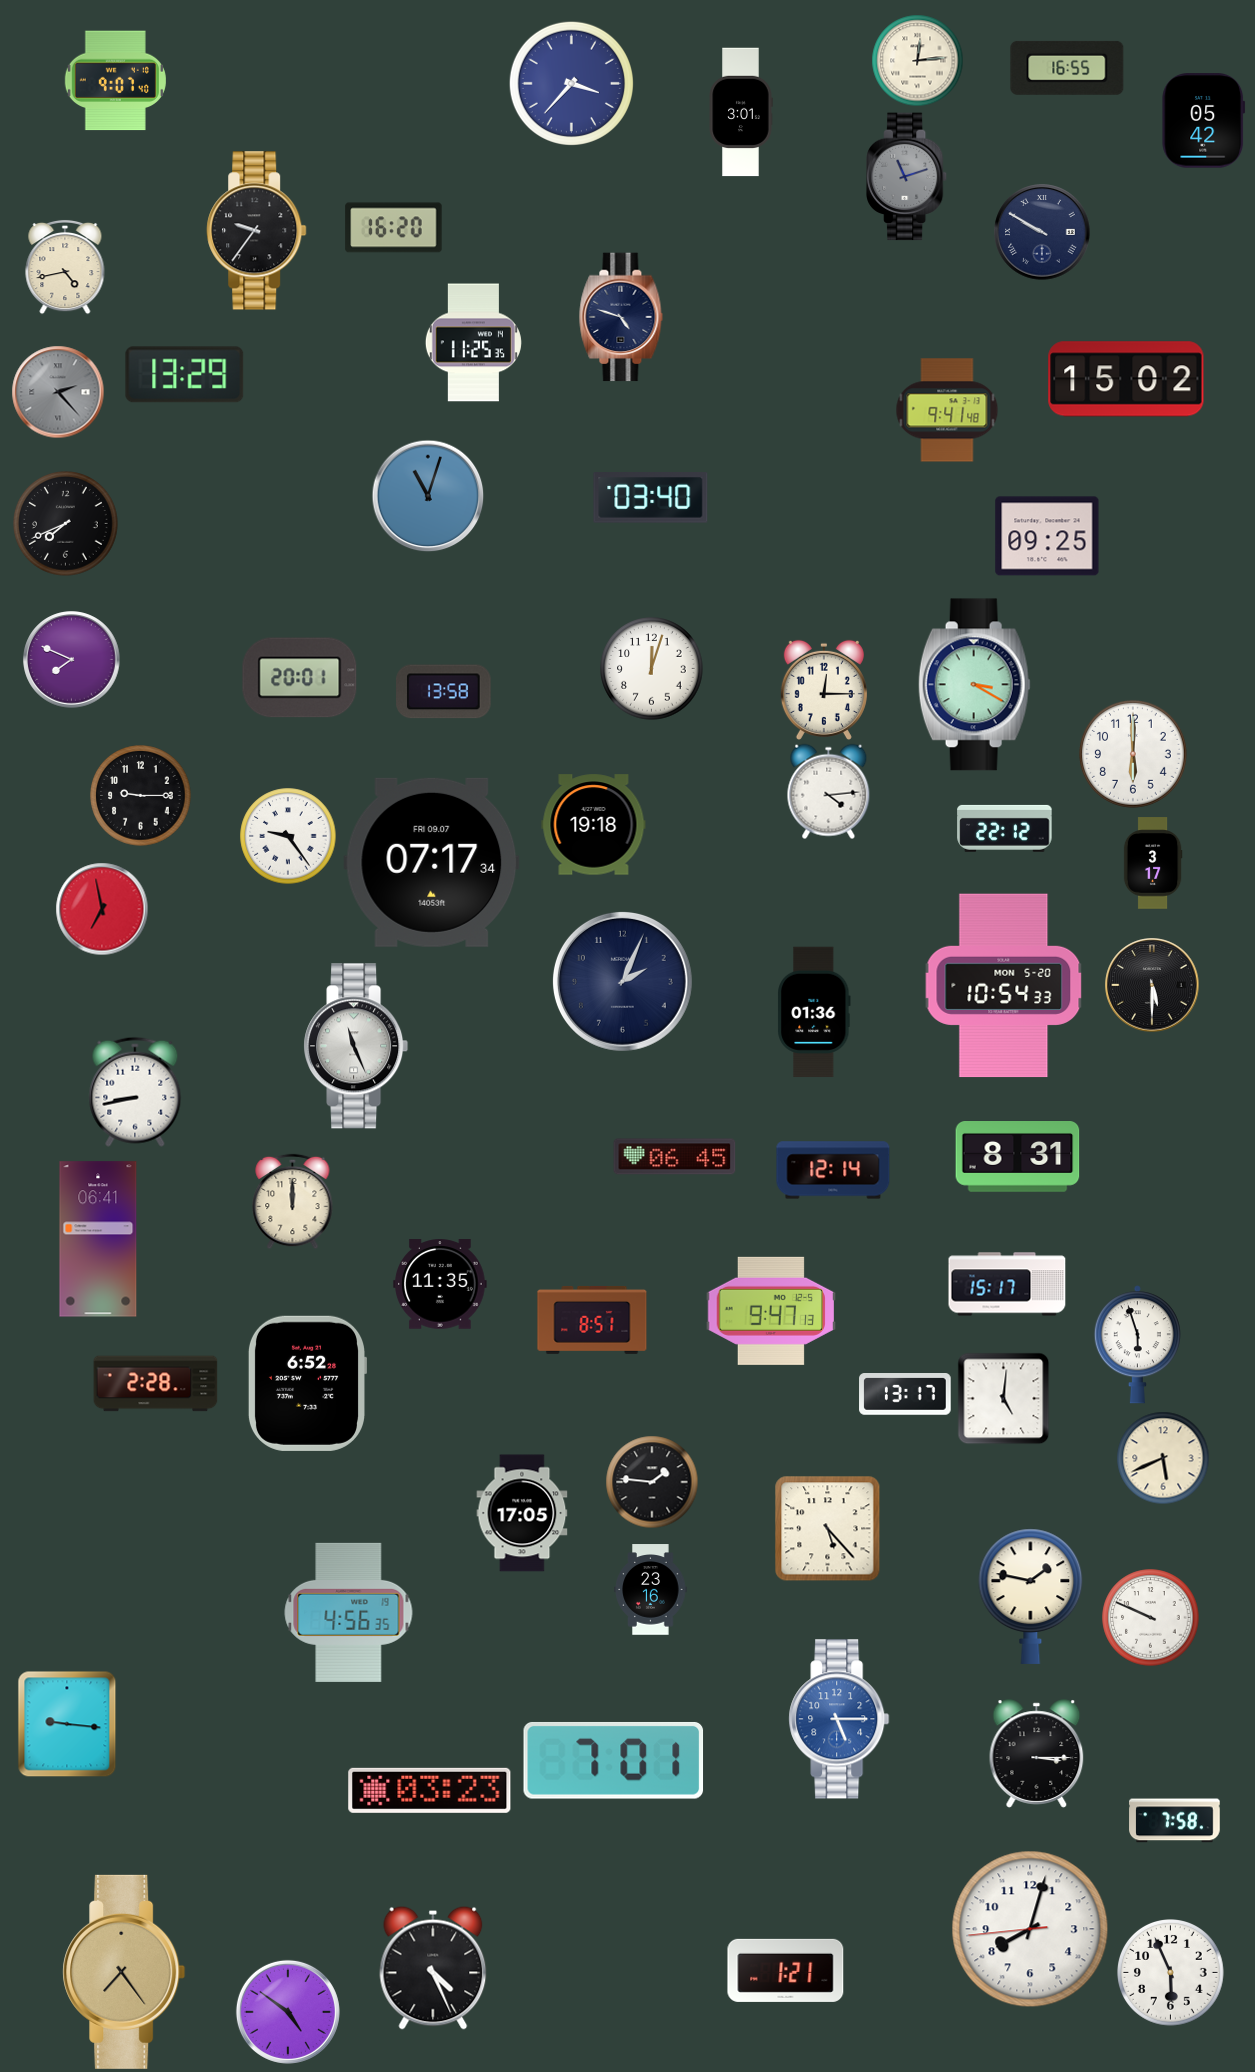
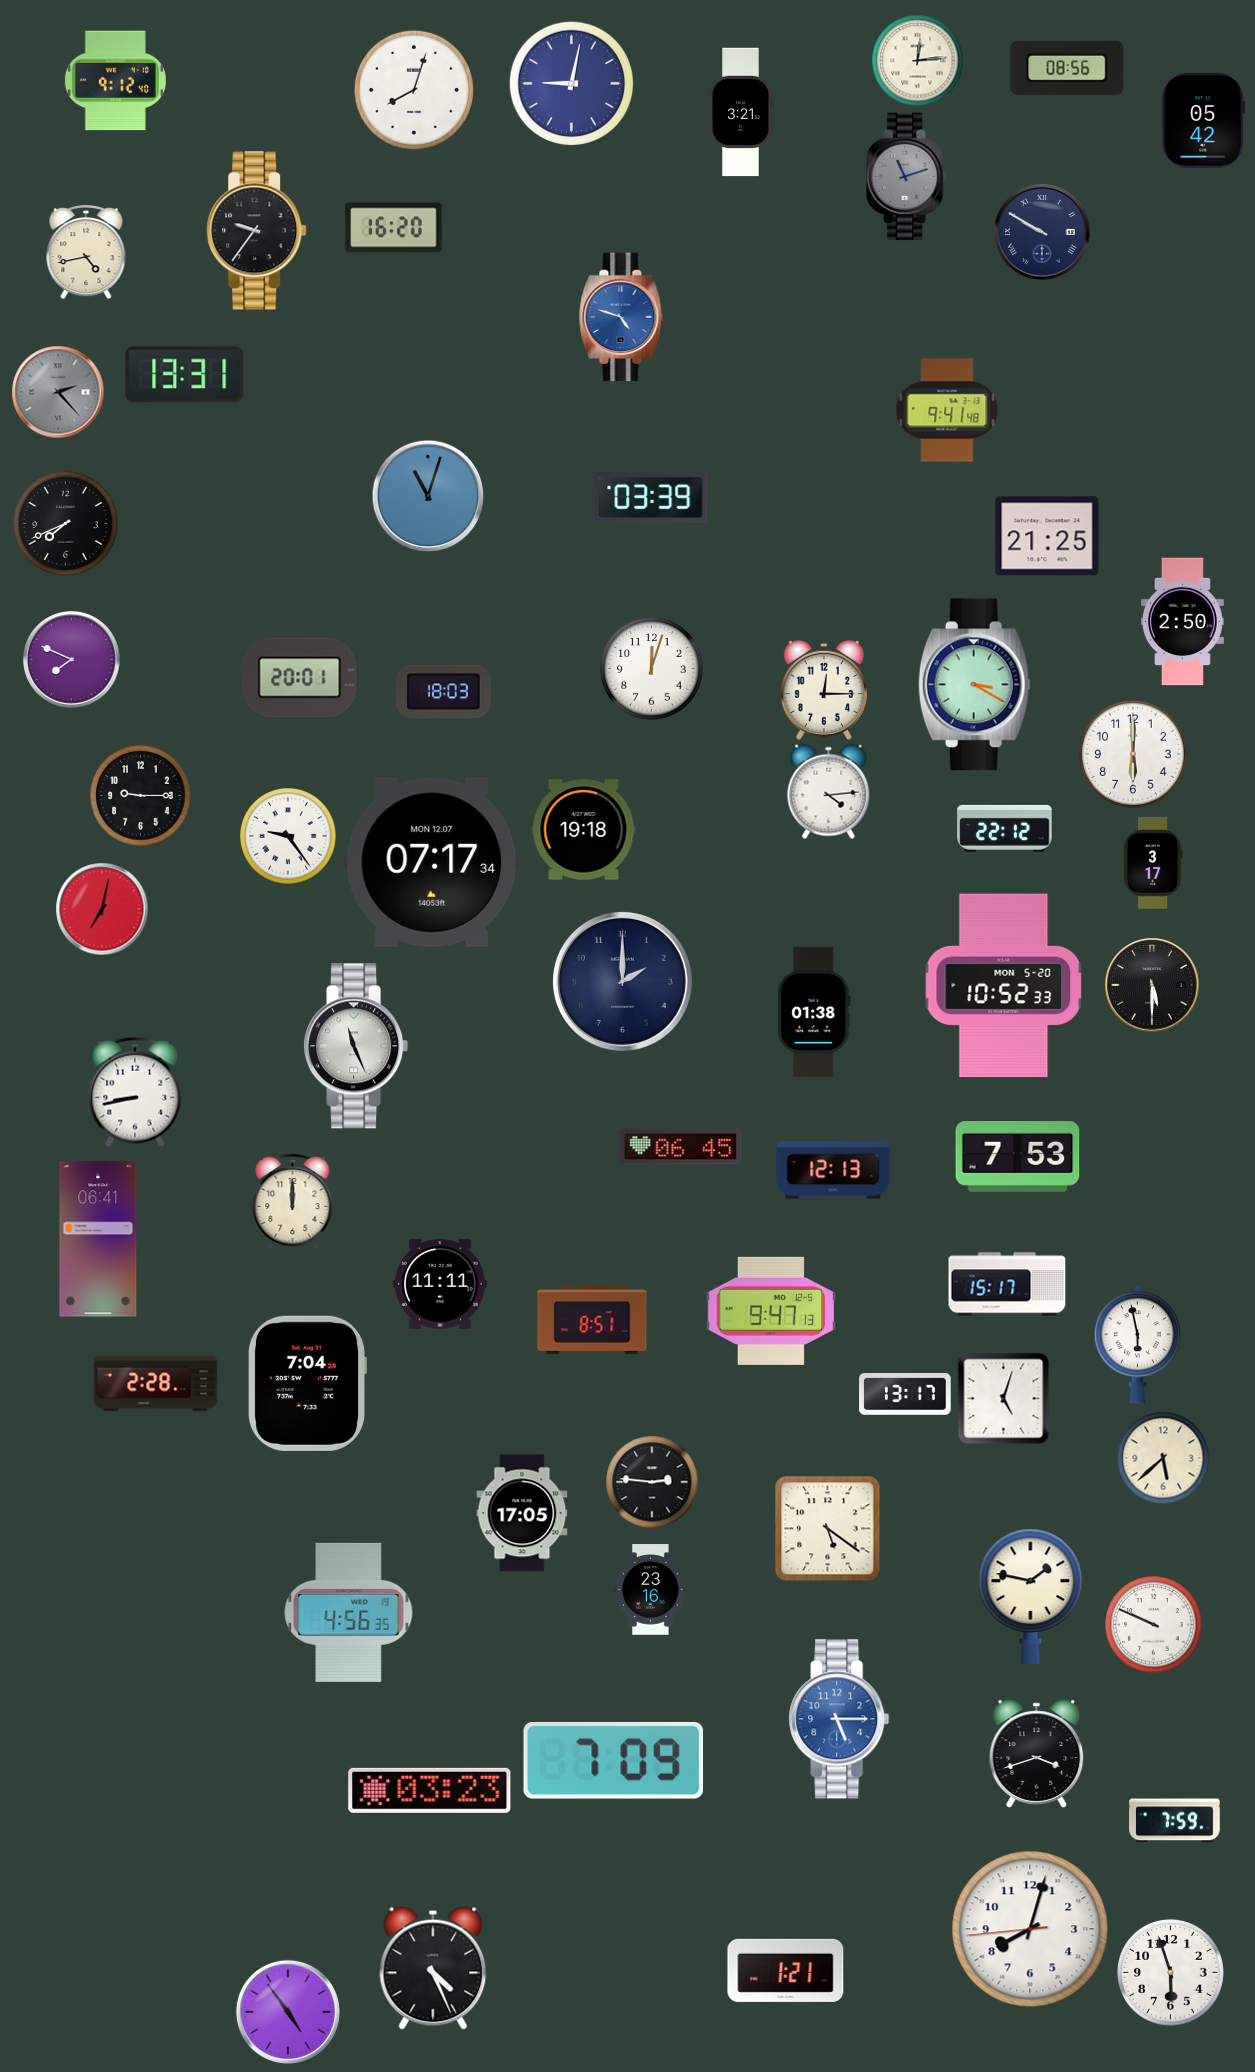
clock at (1067, 68): 16:55 -> 08:56
clock at (115, 81): 9:07 -> 9:12
clock at (571, 83): 3:37 -> 9:02
clock at (414, 90): none -> 8:03
clock at (741, 112): 3:01 -> 3:21
clock at (65, 267) position: (65, 267) -> (86, 252)
clock at (621, 317) dial: navy -> blue
clock at (473, 343): 11:25 -> none
clock at (185, 375): 13:29 -> 13:31
clock at (1126, 379): 15:02 -> none
clock at (651, 498): 03:40 -> 03:39
clock at (1047, 536): 09:25 -> 21:25
clock at (1183, 622): none -> 2:50
clock at (444, 692): 13:58 -> 18:03
clock at (594, 825) position: (594, 825) -> (584, 830)
clock at (432, 862) date: FRI 09.07 -> MON 12.07
clock at (102, 909): 6:58 -> 7:02
clock at (622, 981): 2:04 -> 2:00
clock at (1004, 986): 10:54 -> 10:52
clock at (815, 1012): 01:36 -> 01:38
clock at (675, 1157) position: (675, 1157) -> (681, 1147)
clock at (1018, 1157): 8:31 -> 7:53
clock at (833, 1170): 12:14 -> 12:13
clock at (440, 1284): 11:35 -> 11:11
clock at (1137, 1345): 5:57 -> 5:58
clock at (306, 1383): 6:52 -> 7:04
clock at (1003, 1398): 5:01 -> 5:03
clock at (1163, 1458): 5:41 -> 5:38
clock at (652, 1482): 1:46 -> 2:46
clock at (827, 1528): 5:23 -> 5:21
clock at (1151, 1618) position: (1151, 1618) -> (1154, 1625)
clock at (67, 1724): 9:16 -> none
clock at (1037, 1754): 3:15 -> 3:42
clock at (614, 1760): 7:01 -> 7:09
clock at (1175, 1821): 7:58 -> 7:59
clock at (124, 1972): 7:24 -> none
clock at (1171, 1973): 5:56 -> 5:57
clock at (288, 2012): 4:51 -> 4:54
